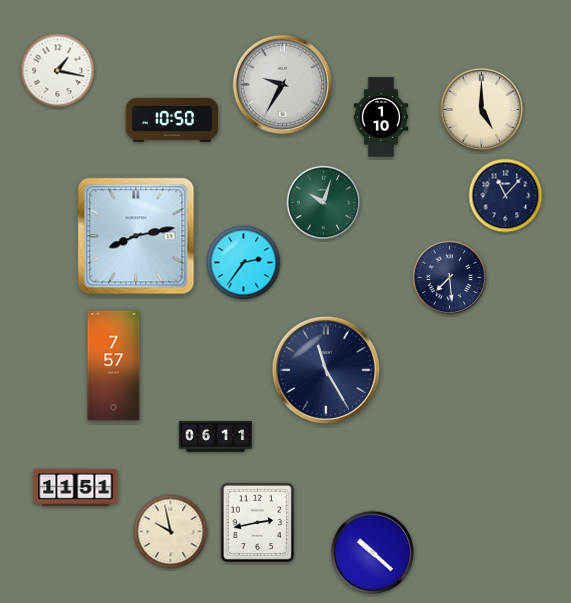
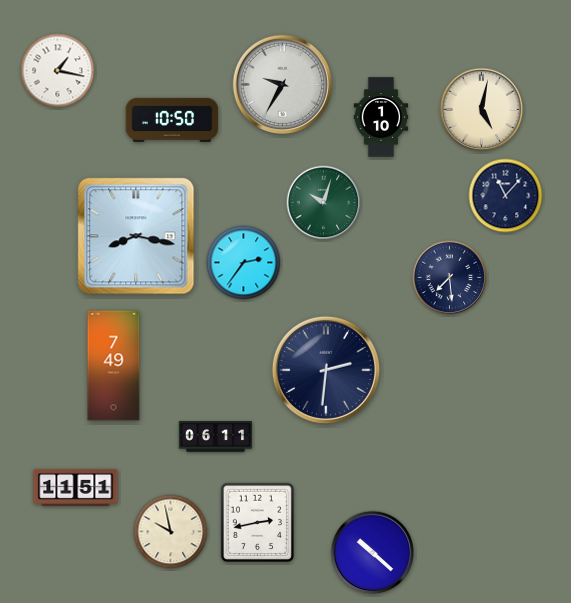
clock at (482, 110): 5:00 -> 5:02
clock at (136, 236): 8:13 -> 8:17
clock at (114, 366): 7:57 -> 7:49
clock at (326, 370): 11:25 -> 2:31
